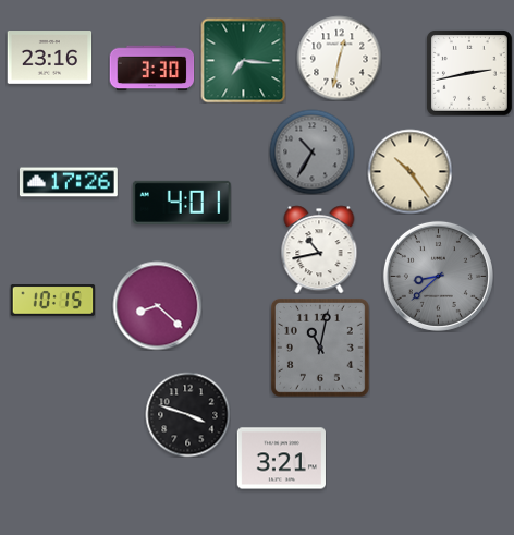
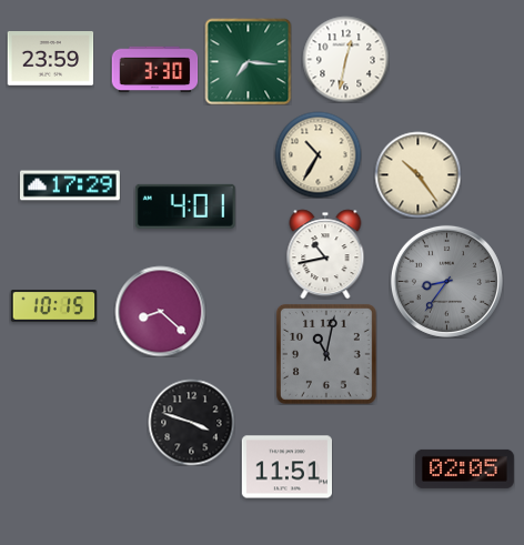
clock at (49, 58): 23:16 -> 23:59
clock at (469, 73): 2:43 -> none
clock at (311, 151) dial: grey -> cream
clock at (69, 182): 17:26 -> 17:29
clock at (438, 276): 8:38 -> 8:36
clock at (281, 459): 3:21 -> 11:51
clock at (464, 468): none -> 02:05
